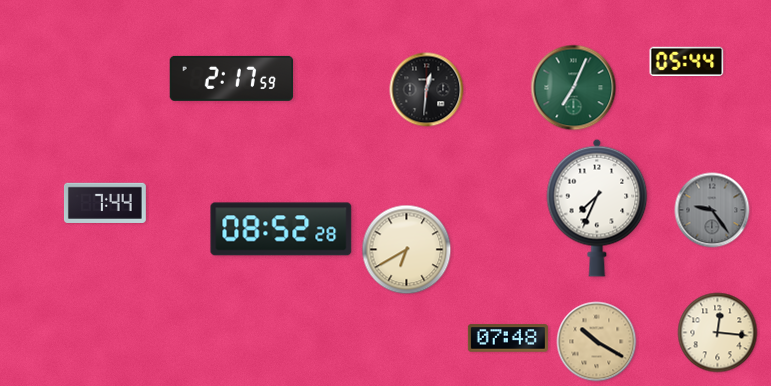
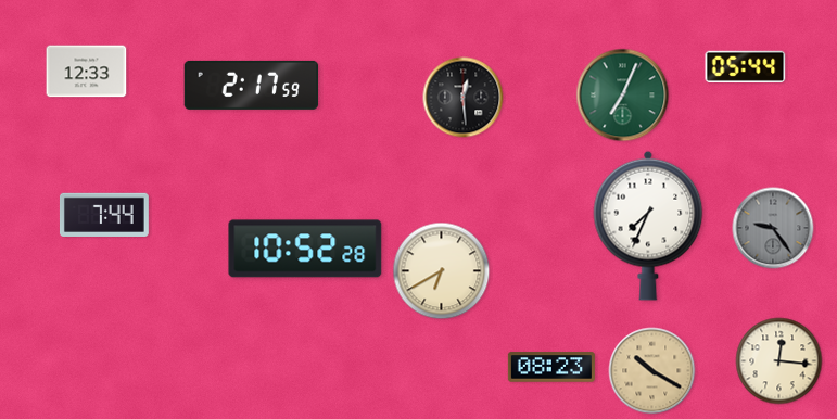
clock at (87, 72): none -> 12:33
clock at (427, 90): 12:31 -> 12:29
clock at (105, 203) position: (105, 203) -> (104, 215)
clock at (281, 229): 08:52 -> 10:52
clock at (508, 338): 07:48 -> 08:23
clock at (597, 342) position: (597, 342) -> (652, 371)
